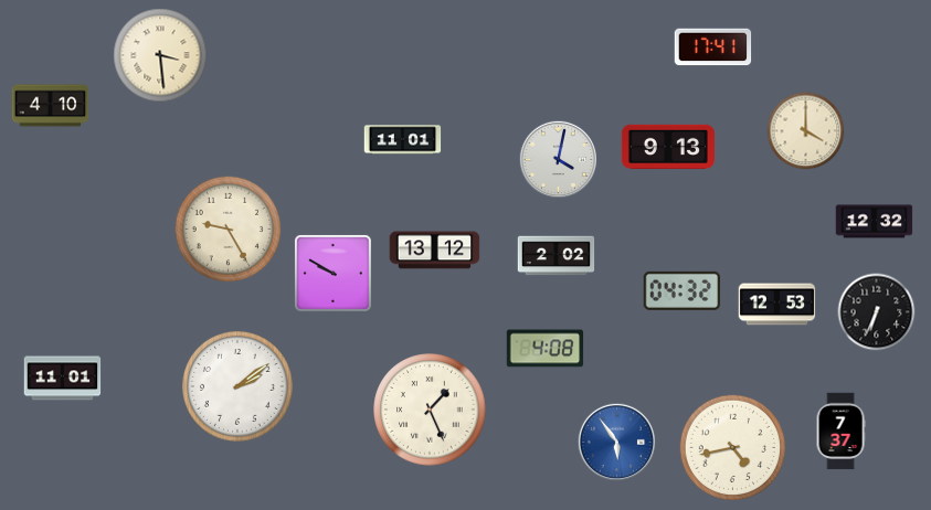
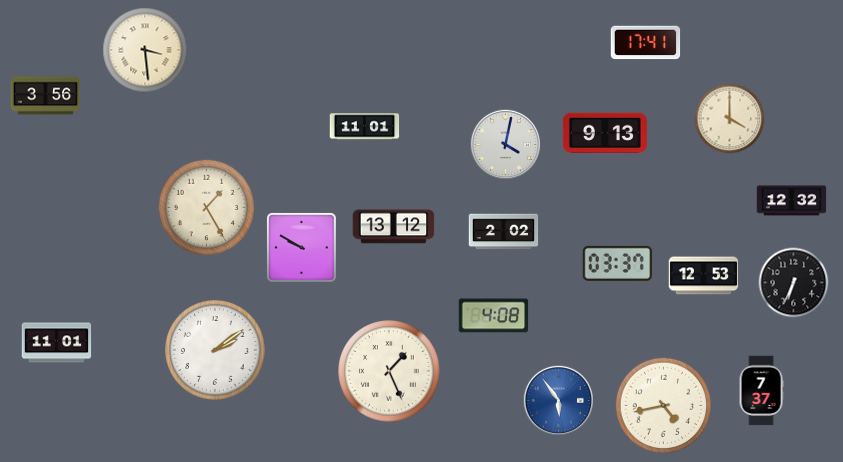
clock at (51, 106): 4:10 -> 3:56
clock at (228, 229): 9:25 -> 1:25
clock at (683, 290): 04:32 -> 03:37
